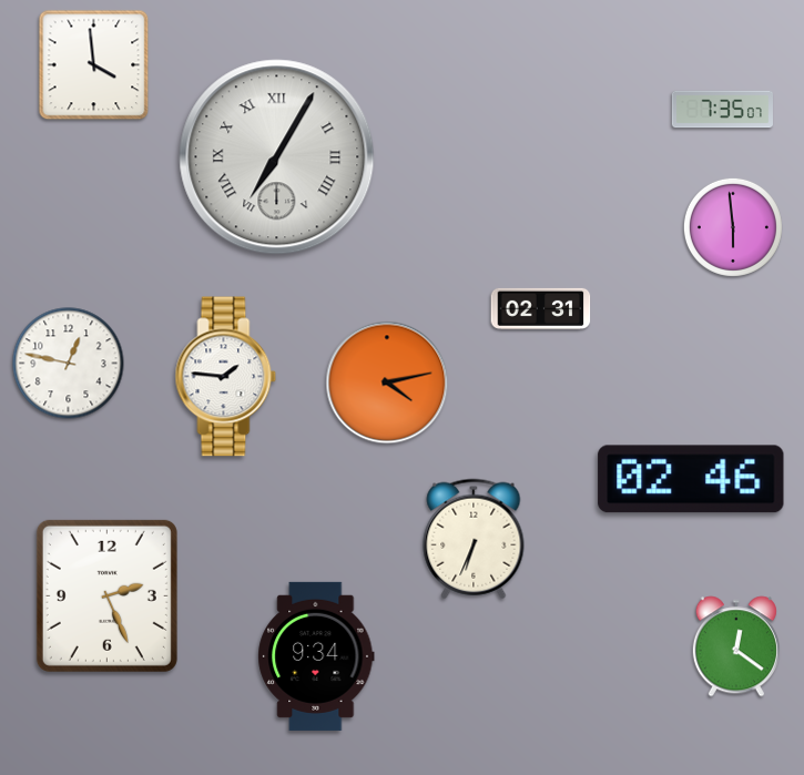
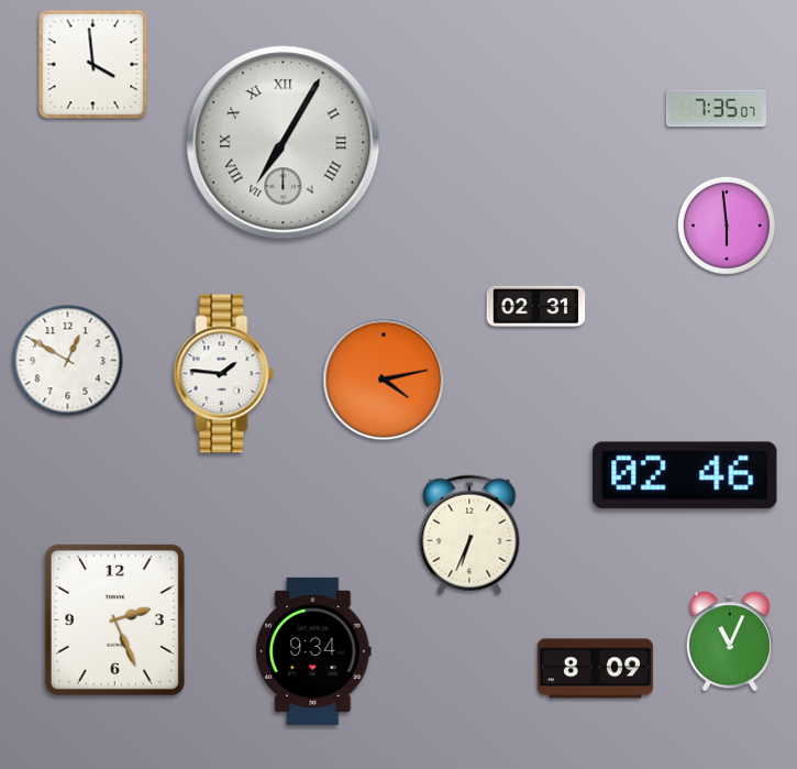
clock at (277, 157) position: (277, 157) -> (284, 143)
clock at (69, 364): 12:47 -> 12:50
clock at (106, 595) position: (106, 595) -> (114, 619)
clock at (736, 646): 12:21 -> 11:04
clock at (595, 669): none -> 8:09
